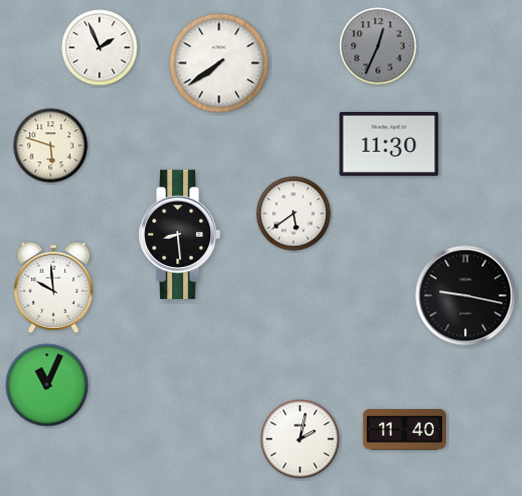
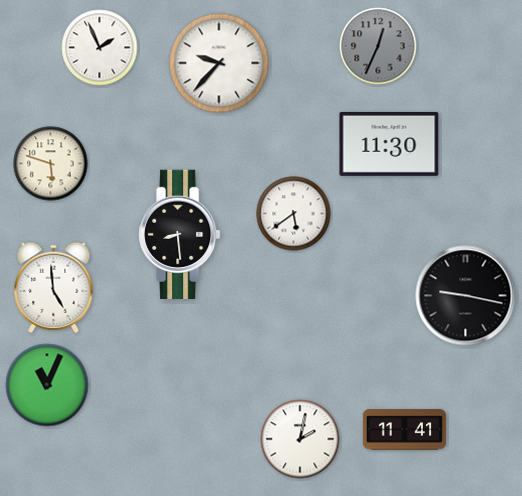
clock at (219, 63): 7:39 -> 9:37
clock at (51, 146) position: (51, 146) -> (51, 164)
clock at (54, 287): 9:59 -> 4:59
clock at (404, 430): 11:40 -> 11:41
